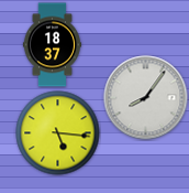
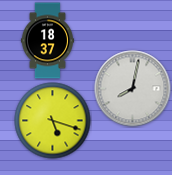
clock at (146, 98): 8:06 -> 8:02
clock at (58, 133): 5:16 -> 5:18
